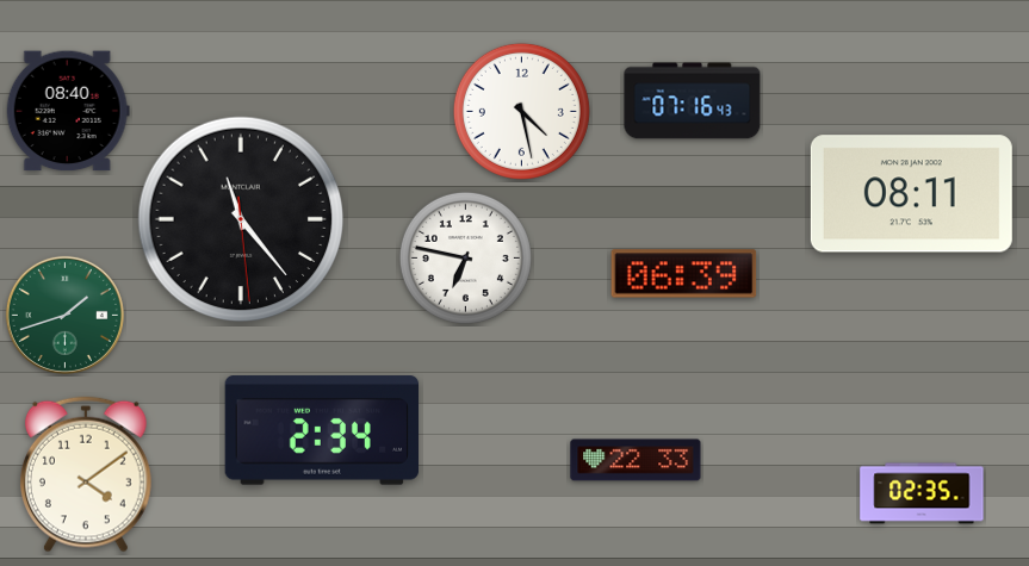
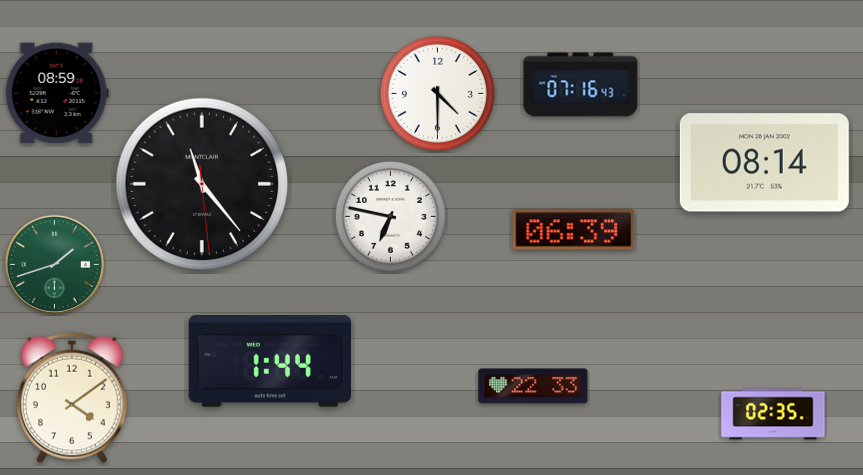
clock at (68, 111): 08:40 -> 08:59
clock at (521, 111): 4:28 -> 4:30
clock at (911, 194): 08:11 -> 08:14
clock at (321, 430): 2:34 -> 1:44
